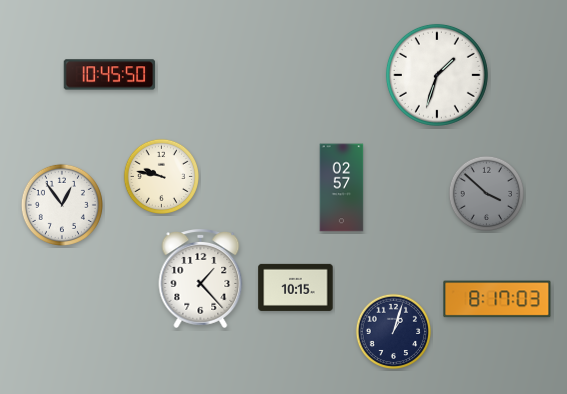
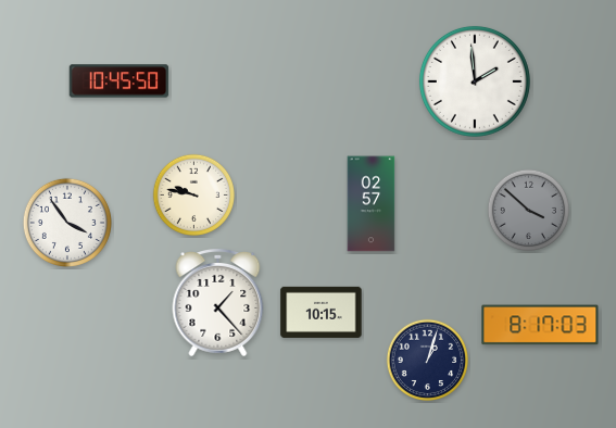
clock at (437, 75): 1:33 -> 1:59
clock at (161, 176) position: (161, 176) -> (193, 194)
clock at (62, 205): 12:54 -> 3:54
